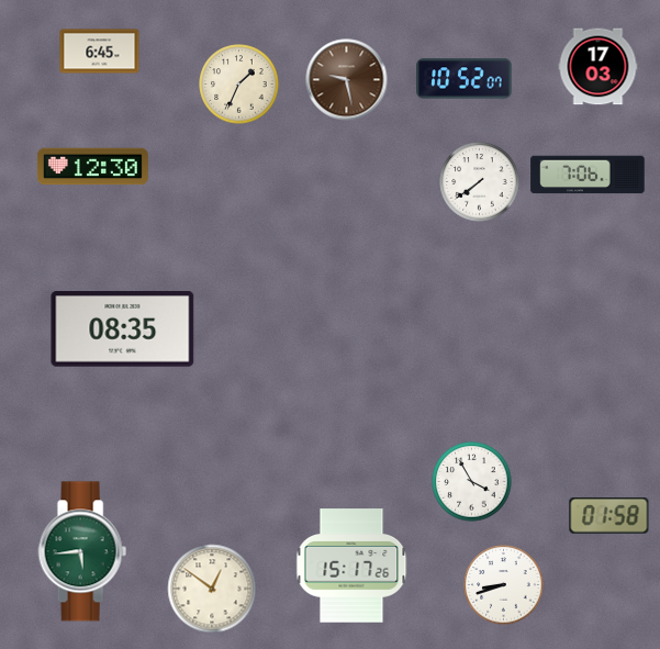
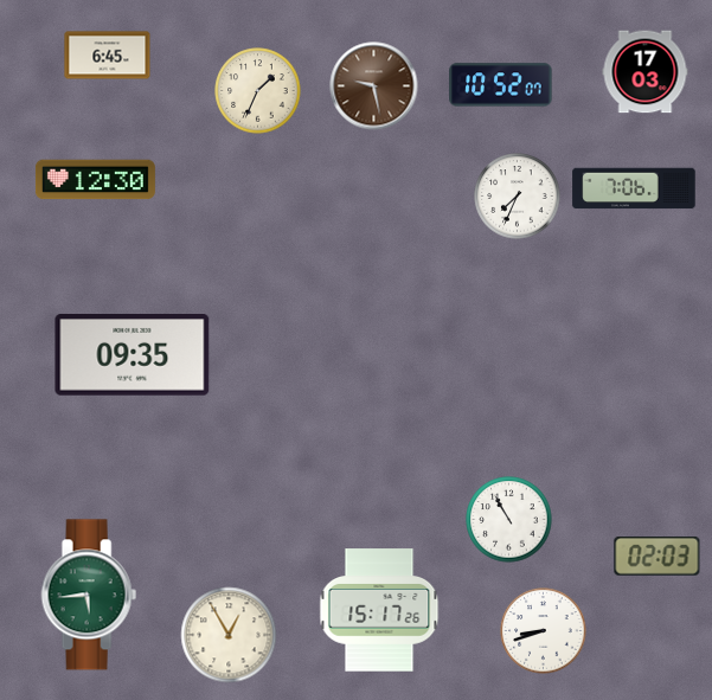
clock at (92, 167) position: (92, 167) -> (95, 180)
clock at (480, 182): 7:39 -> 7:34
clock at (123, 329): 08:35 -> 09:35
clock at (472, 482): 3:55 -> 10:55
clock at (609, 516): 01:58 -> 02:03
clock at (212, 589): 12:51 -> 12:55
